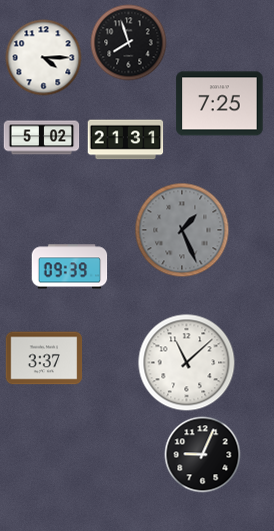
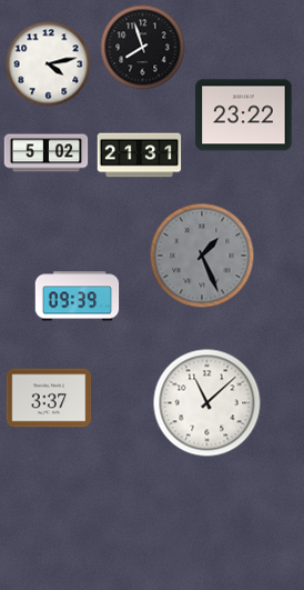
clock at (44, 58): 4:15 -> 4:13
clock at (220, 104): 7:25 -> 23:22
clock at (203, 455): 9:04 -> none
